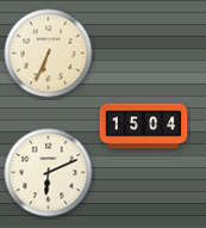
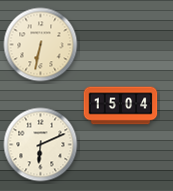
clock at (49, 54): 6:34 -> 6:32
